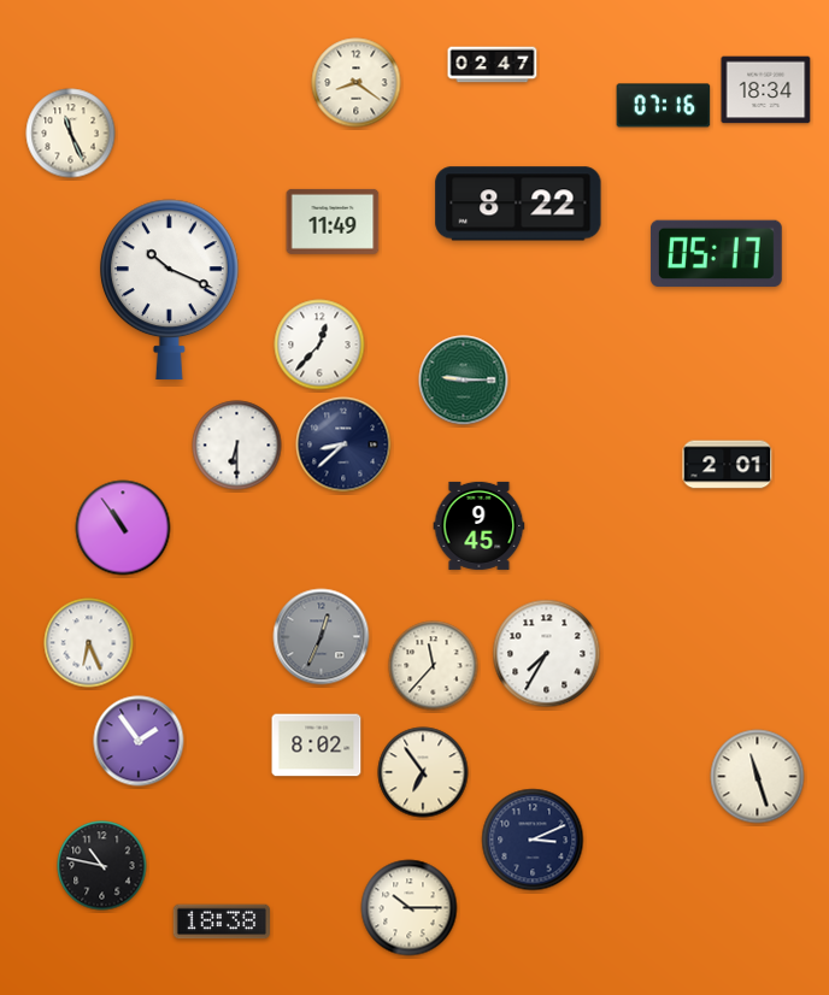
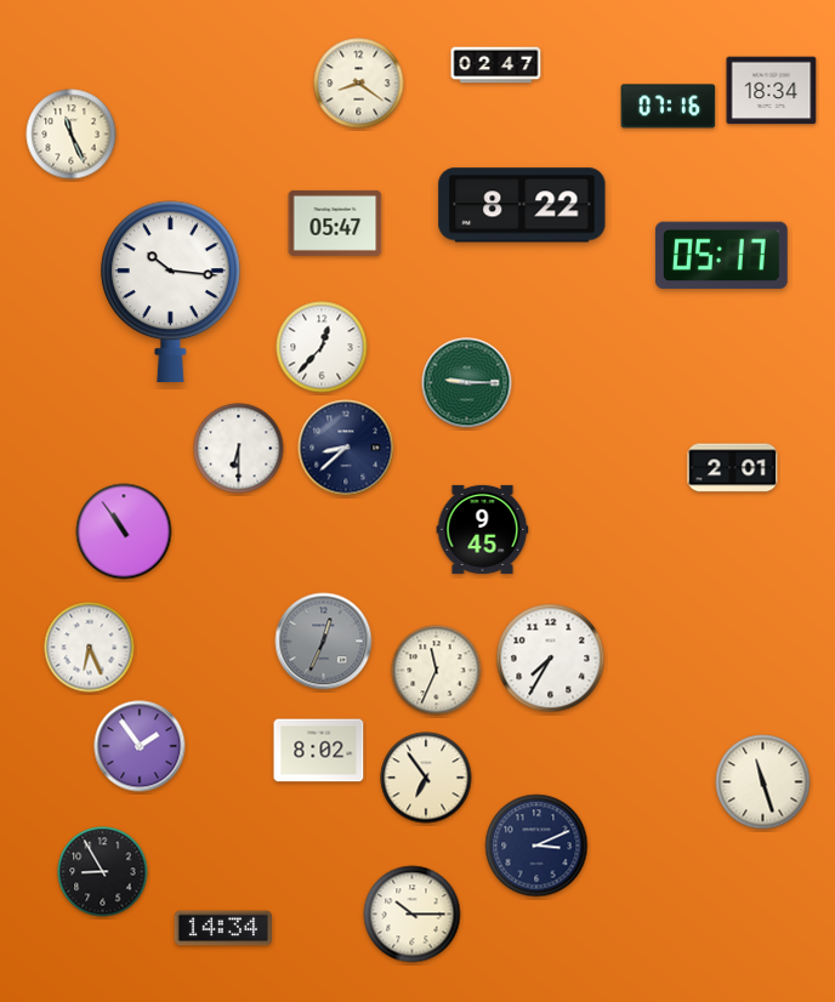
clock at (333, 222): 11:49 -> 05:47
clock at (169, 290): 10:19 -> 10:16
clock at (434, 666): 11:37 -> 11:34
clock at (102, 866): 10:47 -> 8:55
clock at (221, 922): 18:38 -> 14:34
